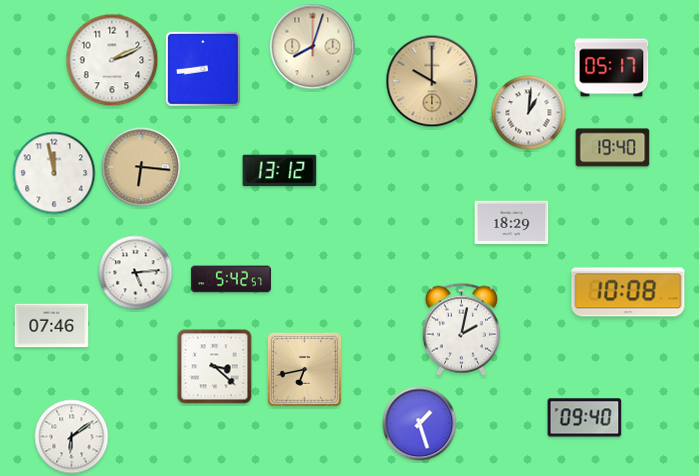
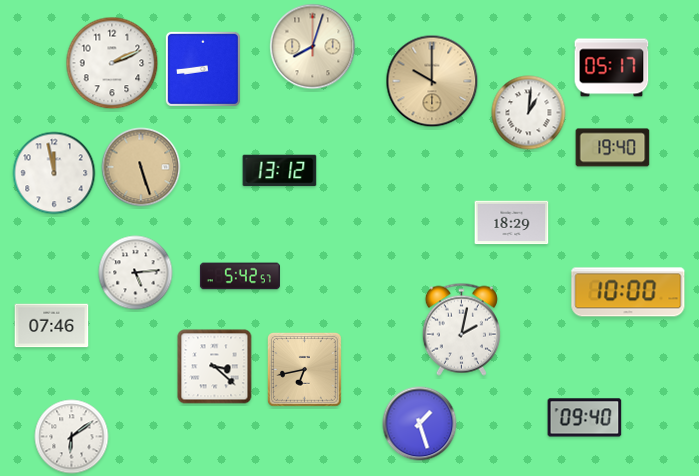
clock at (112, 60) position: (112, 60) -> (112, 63)
clock at (141, 167): 6:16 -> 5:27
clock at (231, 279) position: (231, 279) -> (240, 276)
clock at (628, 292): 10:08 -> 10:00
